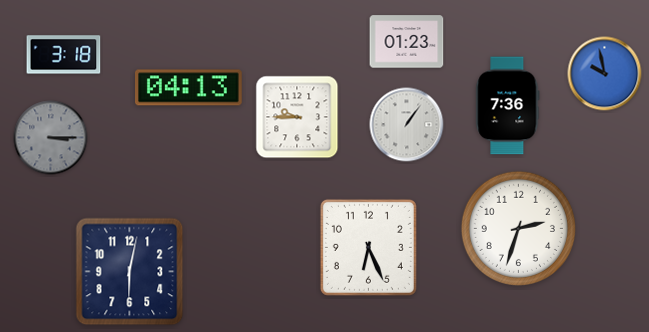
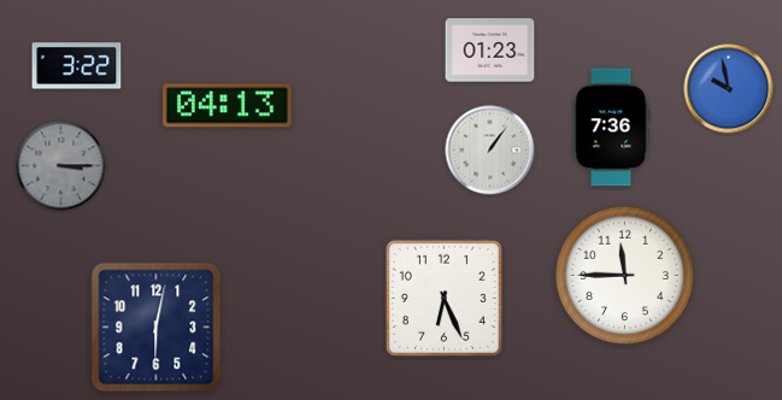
clock at (64, 55): 3:18 -> 3:22
clock at (297, 117): 9:45 -> none
clock at (518, 228): 2:33 -> 11:45
